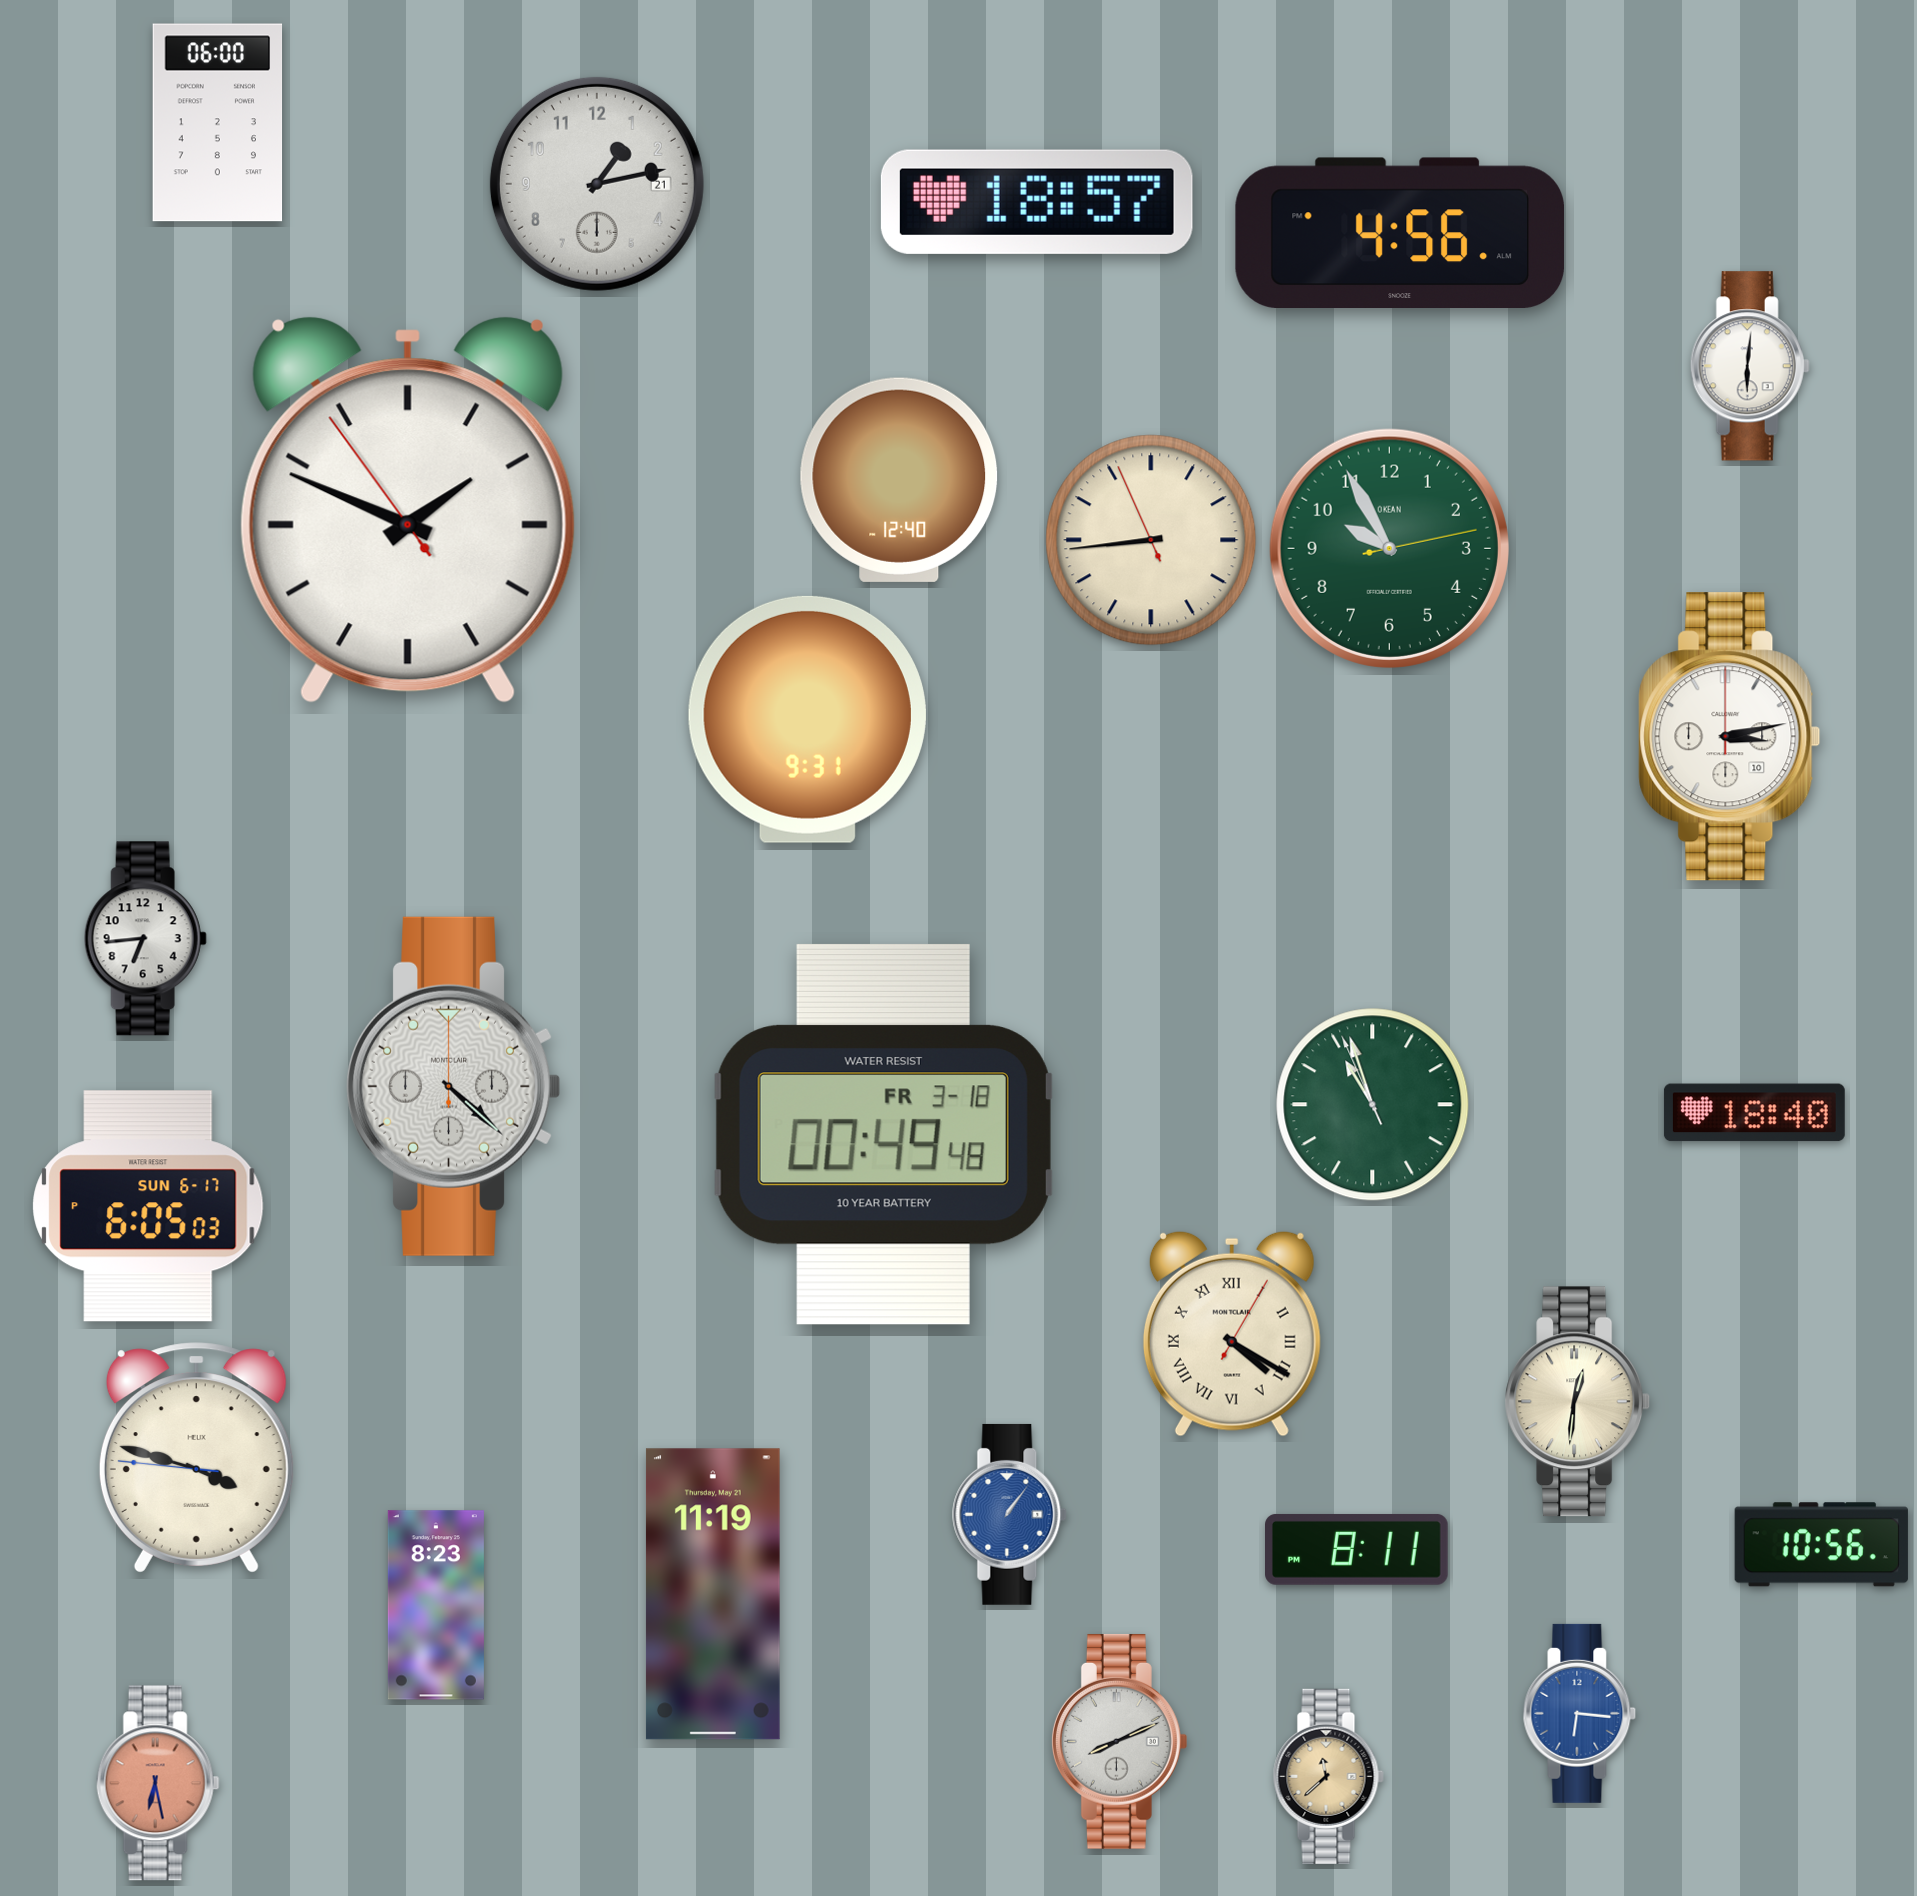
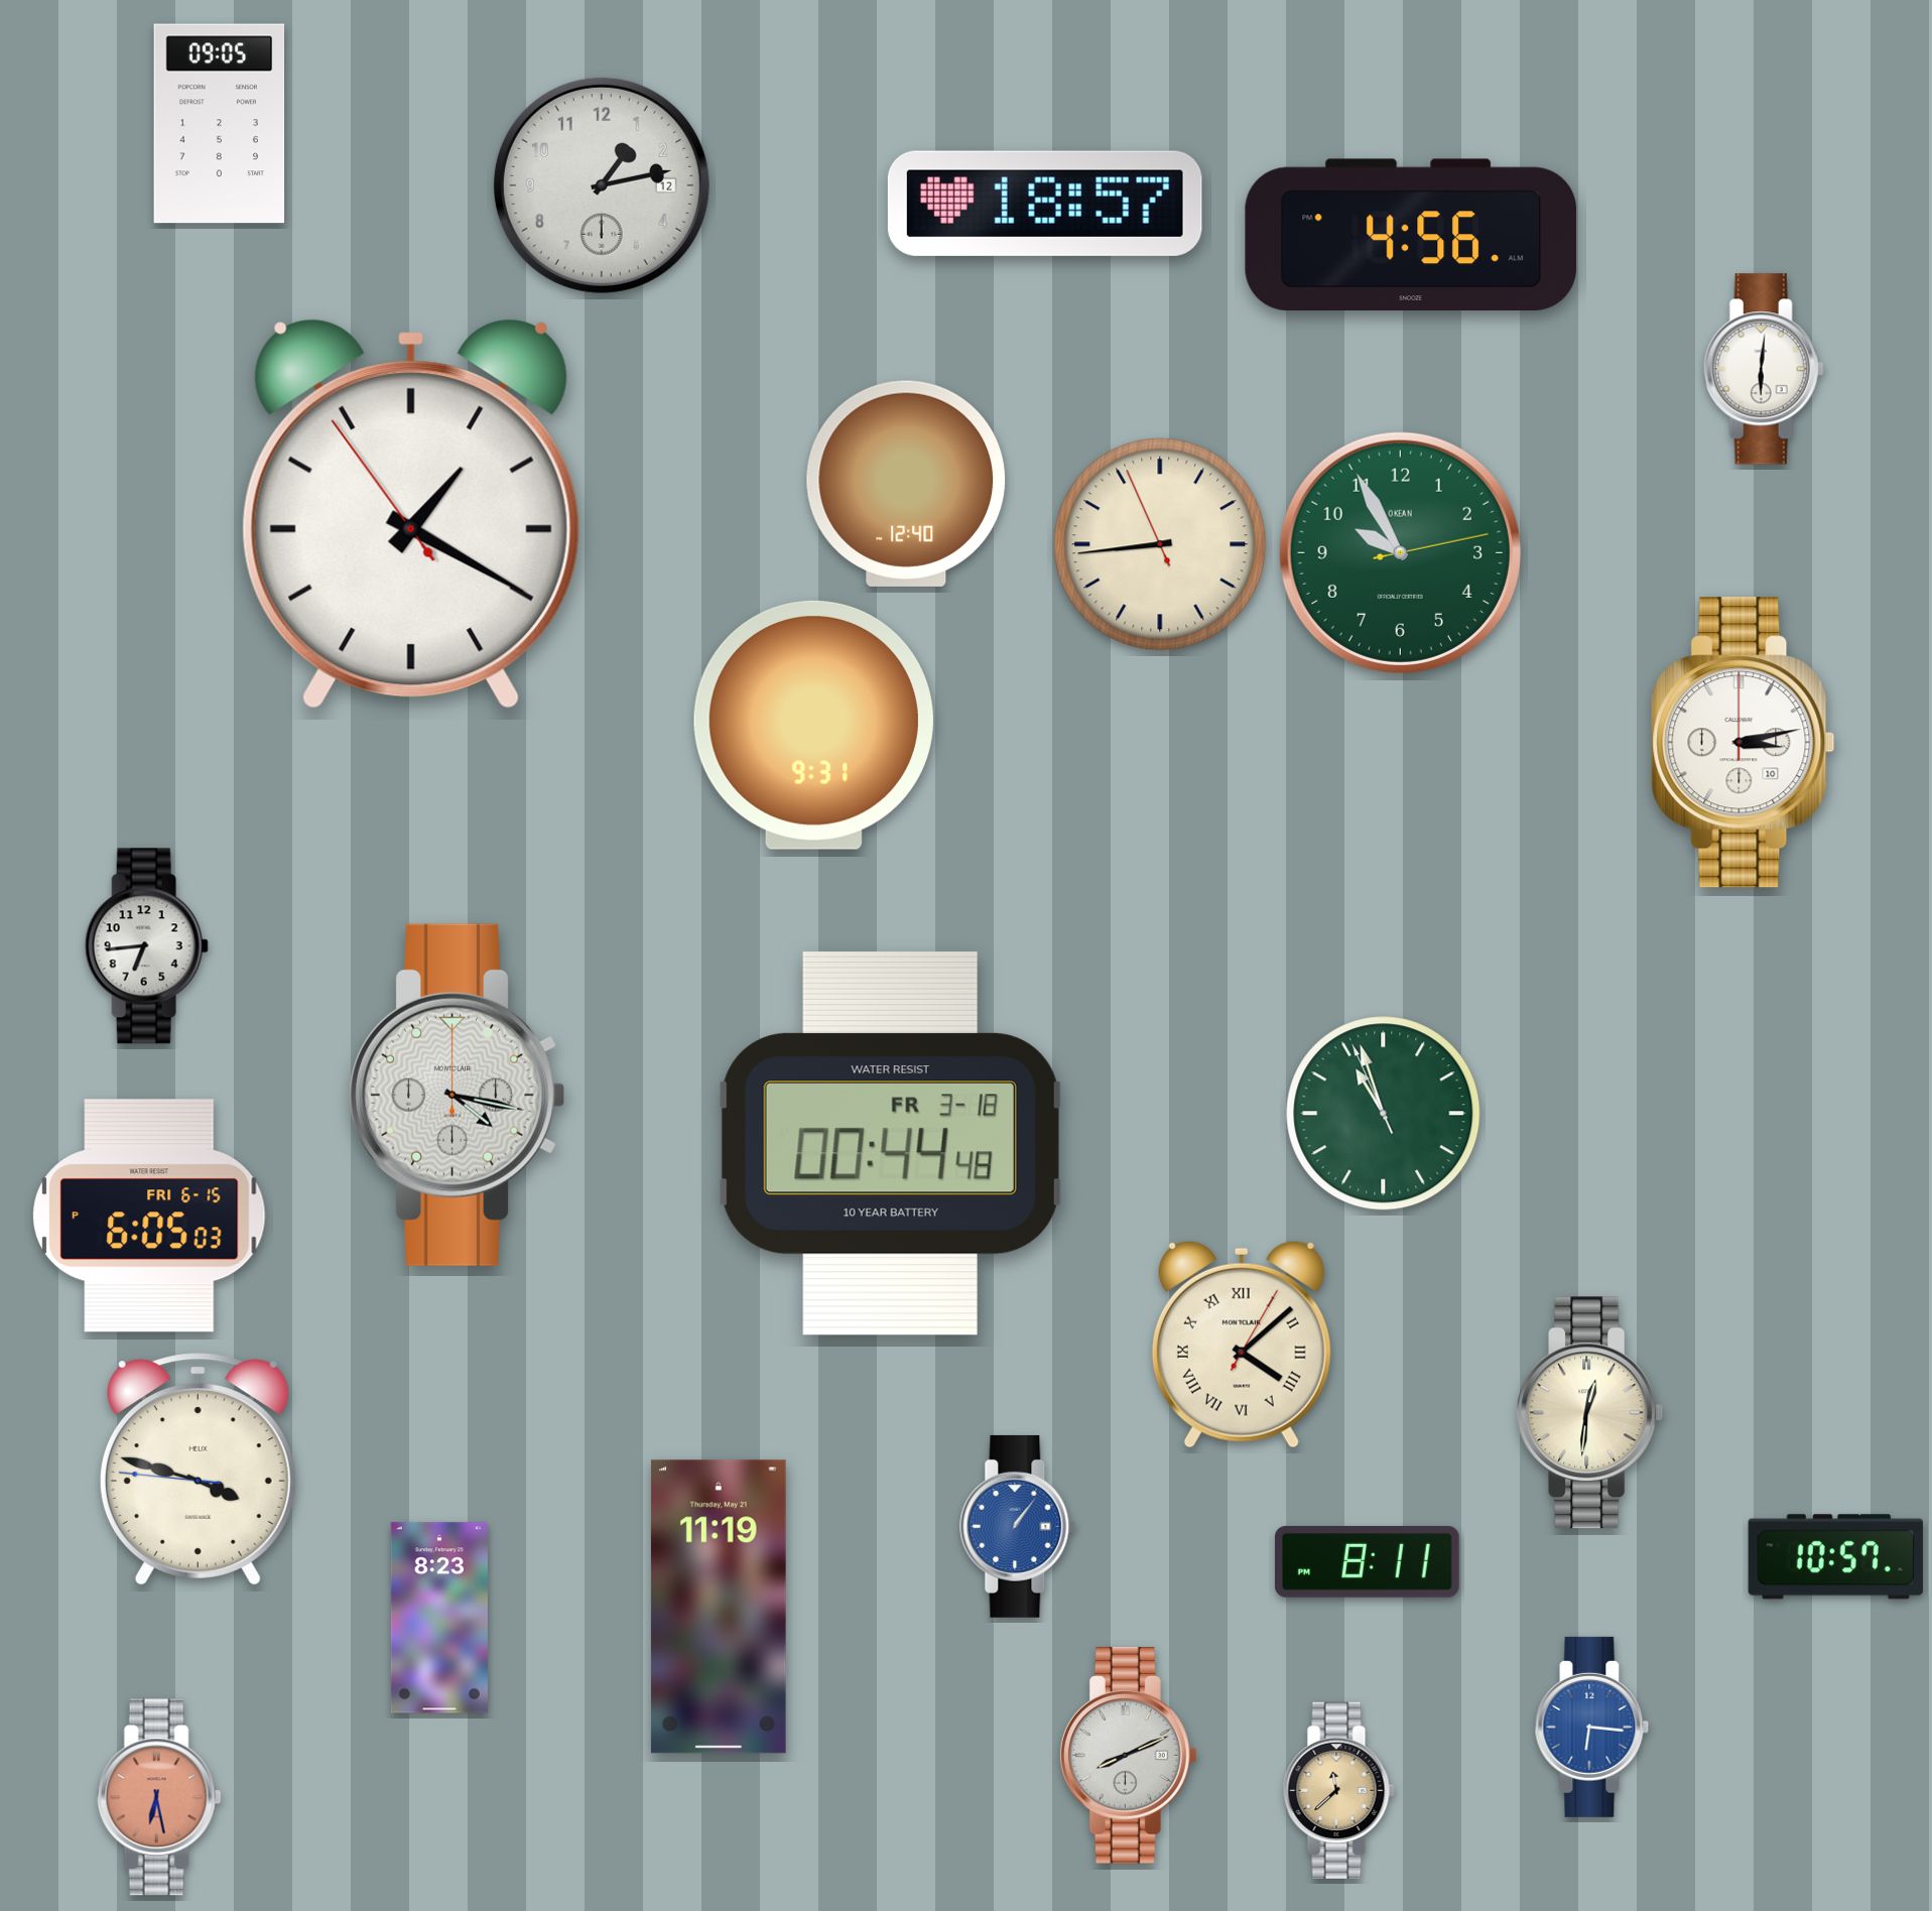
clock at (218, 123): 06:00 -> 09:05
clock at (597, 184) date: 21 -> 12
clock at (408, 510): 1:48 -> 1:19
clock at (454, 1086): 4:22 -> 4:17
clock at (1754, 1113): 18:40 -> none
clock at (883, 1134): 00:49 -> 00:44
clock at (148, 1206) date: SUN 6-17 -> FRI 6-15
clock at (1232, 1334): 4:20 -> 4:08
clock at (1821, 1545): 10:56 -> 10:57
